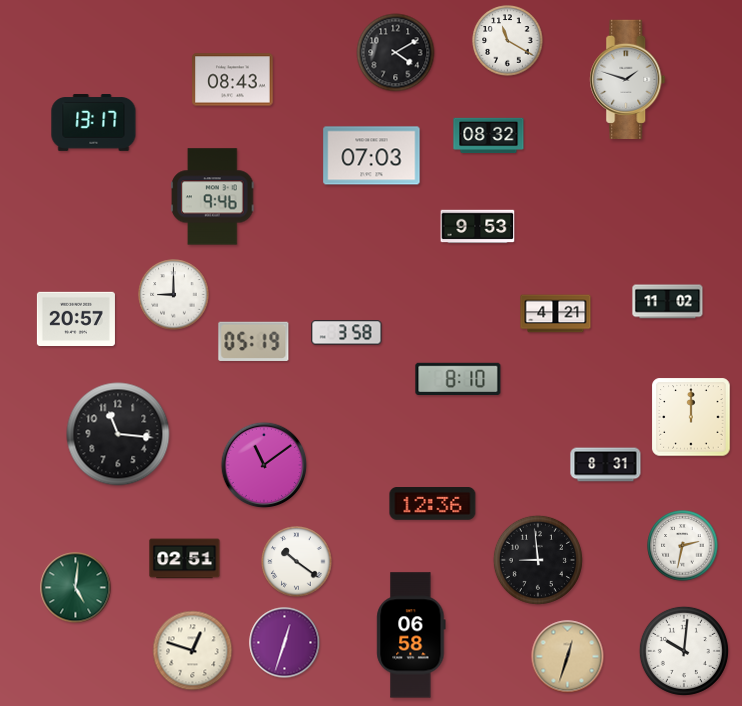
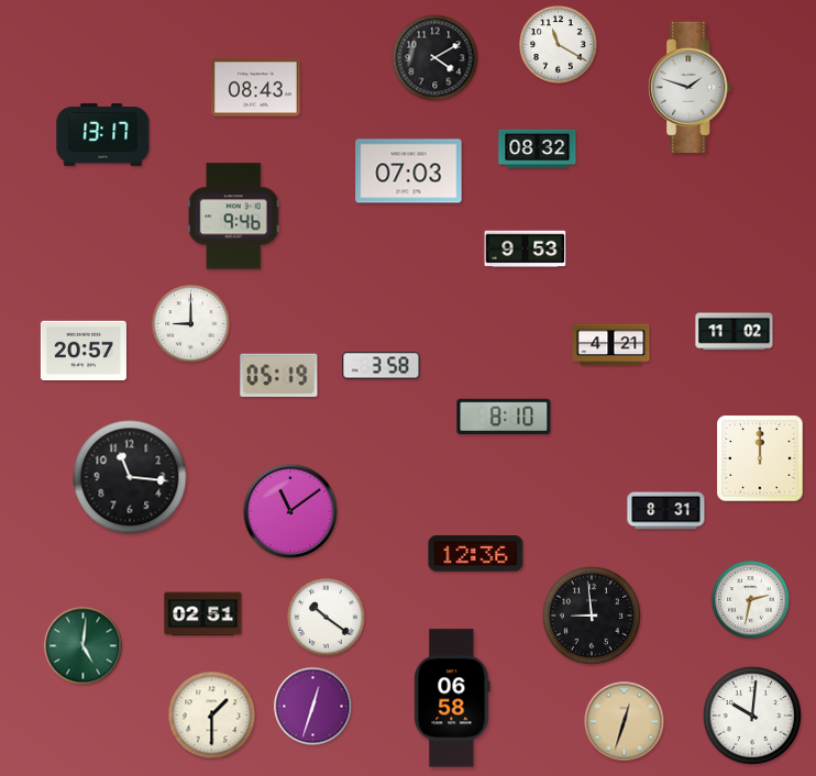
clock at (193, 651): 12:48 -> 1:30
